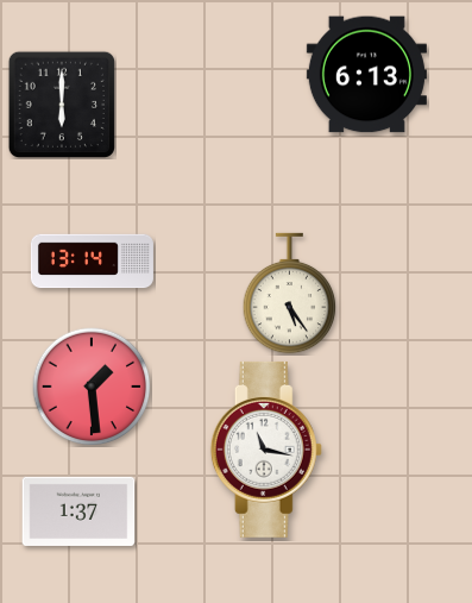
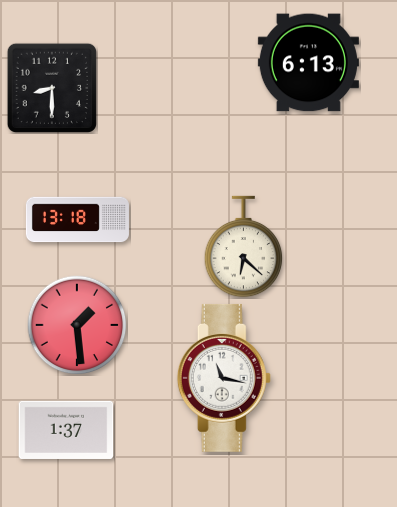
clock at (61, 103): 6:00 -> 8:30
clock at (92, 262): 13:14 -> 13:18
clock at (290, 294): 5:24 -> 6:22
